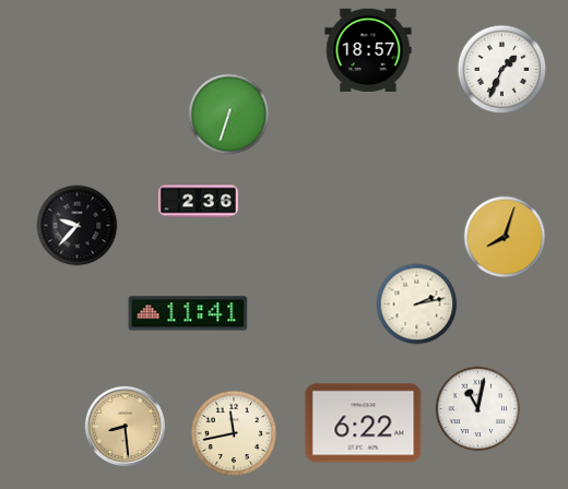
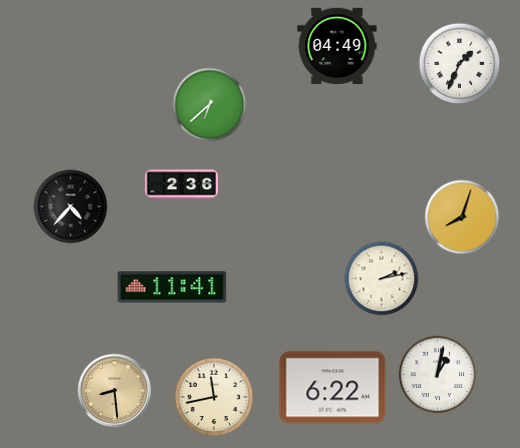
clock at (368, 49): 18:57 -> 04:49
clock at (229, 115): 6:33 -> 6:38
clock at (78, 226): 9:37 -> 4:37
clock at (478, 409): 11:02 -> 1:02
